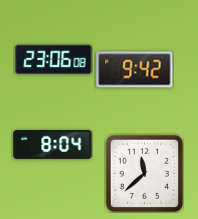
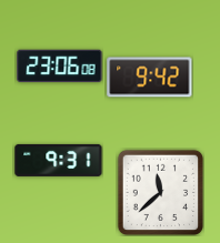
clock at (53, 144): 8:04 -> 9:31
